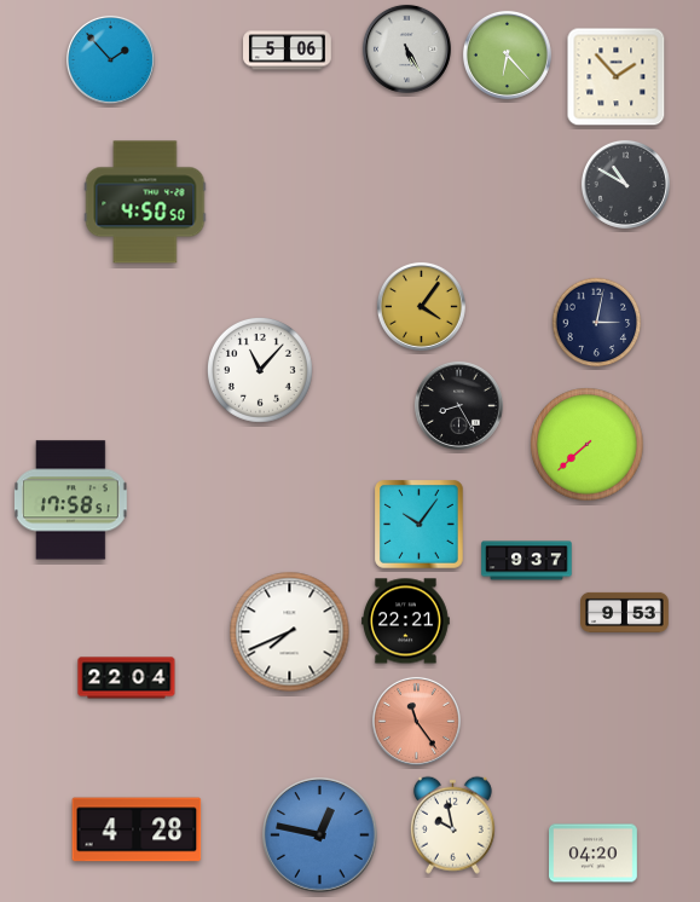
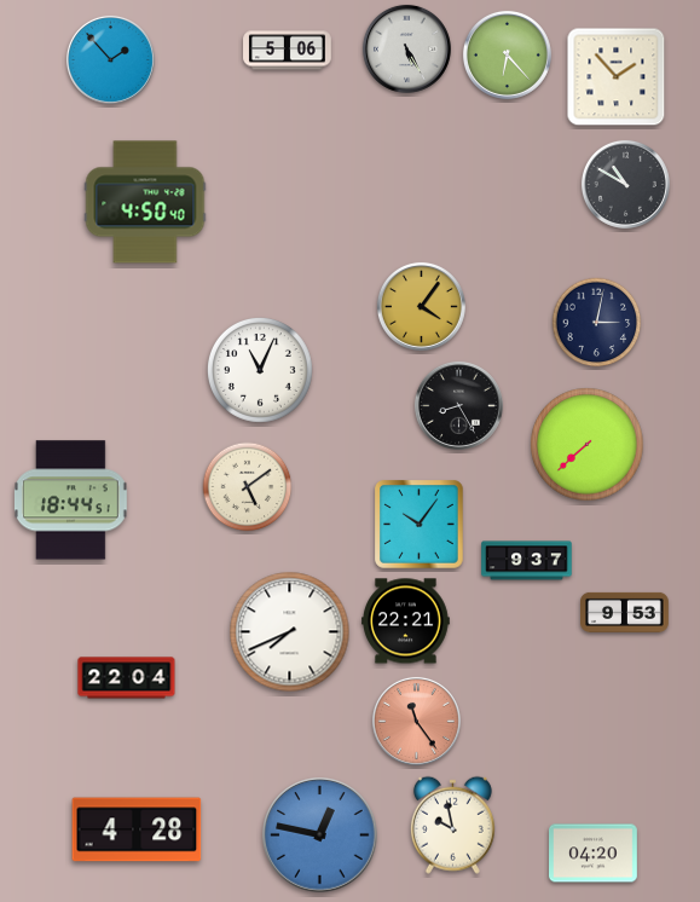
clock at (145, 202): 4:50:50 -> 4:50:40
clock at (260, 370): 11:07 -> 11:04
clock at (248, 487): none -> 5:09
clock at (70, 501): 17:58 -> 18:44
